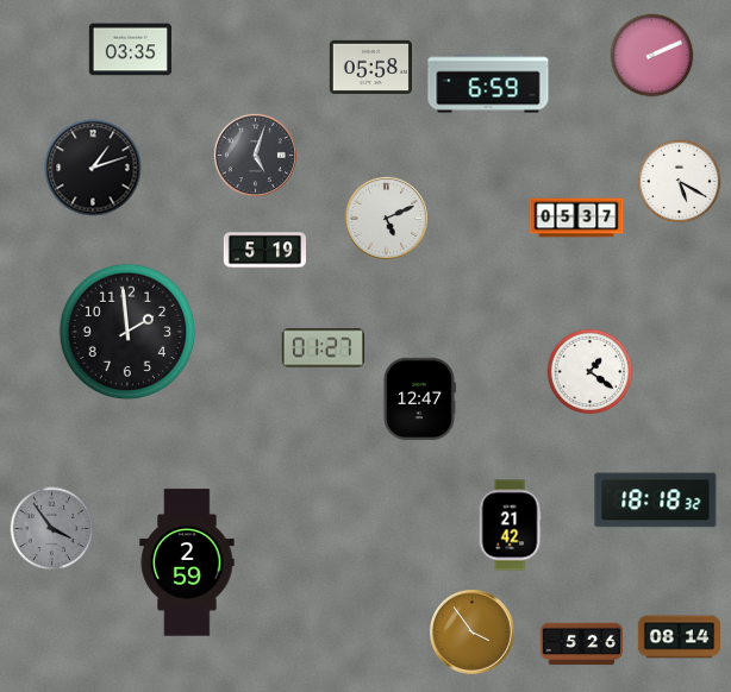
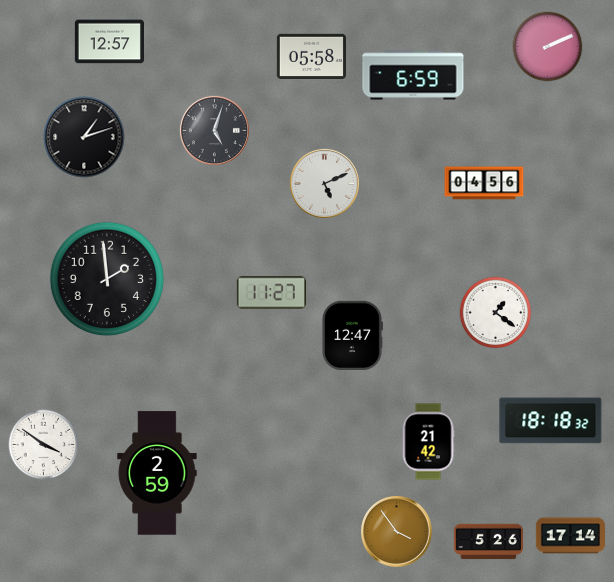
clock at (130, 50): 03:35 -> 12:57
clock at (488, 83) position: (488, 83) -> (413, 75)
clock at (93, 168) position: (93, 168) -> (84, 137)
clock at (680, 182): 5:20 -> none
clock at (576, 218): 05:37 -> 04:56
clock at (264, 251): 5:19 -> none
clock at (323, 348): 01:27 -> 11:27
clock at (52, 529): 3:54 -> 3:51
clock at (52, 529) dial: grey -> white
clock at (679, 637): 08:14 -> 17:14
